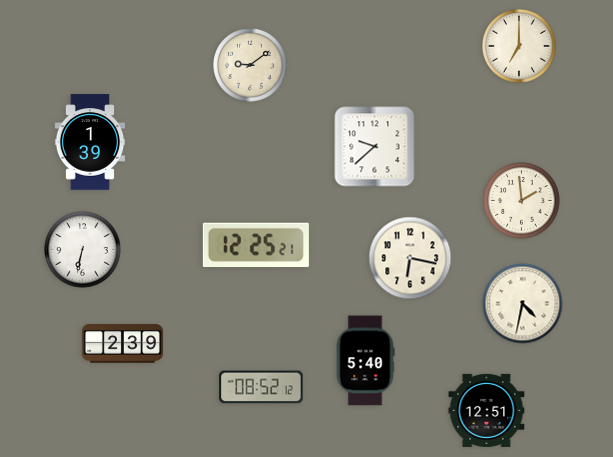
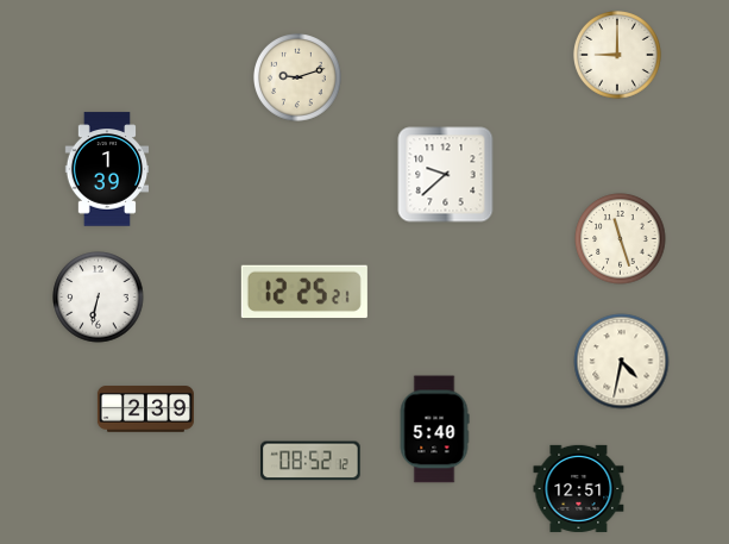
clock at (520, 47): 7:00 -> 9:00
clock at (251, 66): 9:09 -> 9:12
clock at (522, 201): 1:59 -> 11:27
clock at (410, 258): 6:17 -> none
